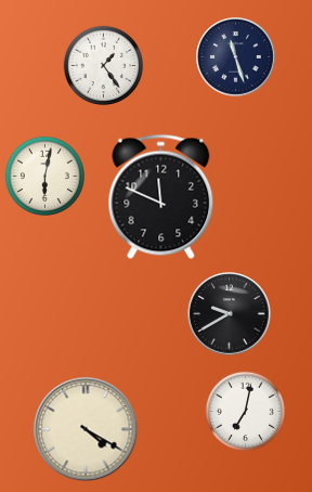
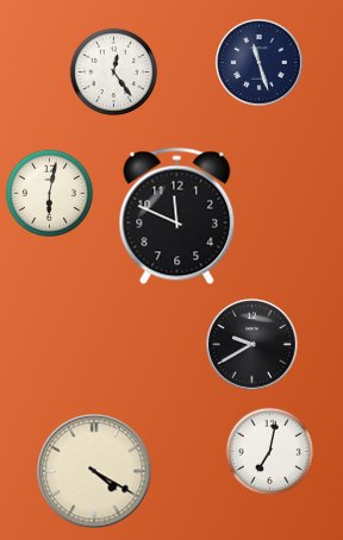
clock at (103, 65): 1:24 -> 12:24
